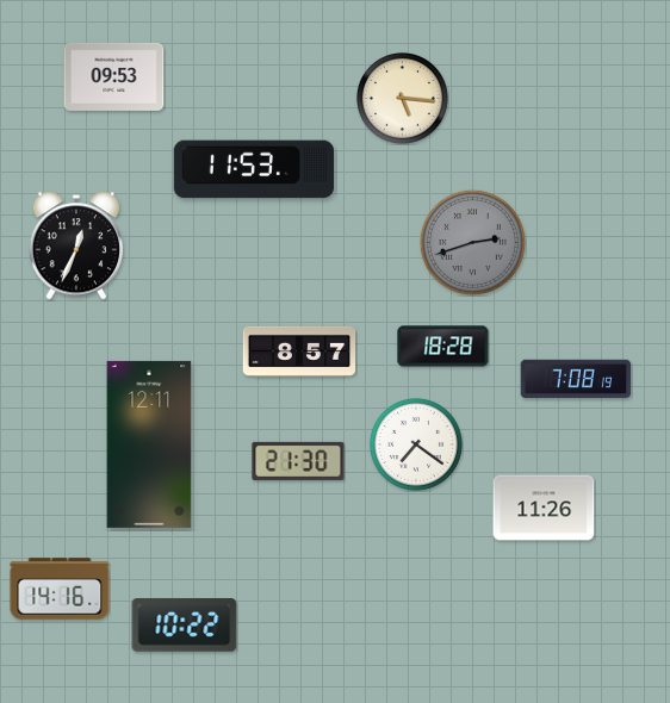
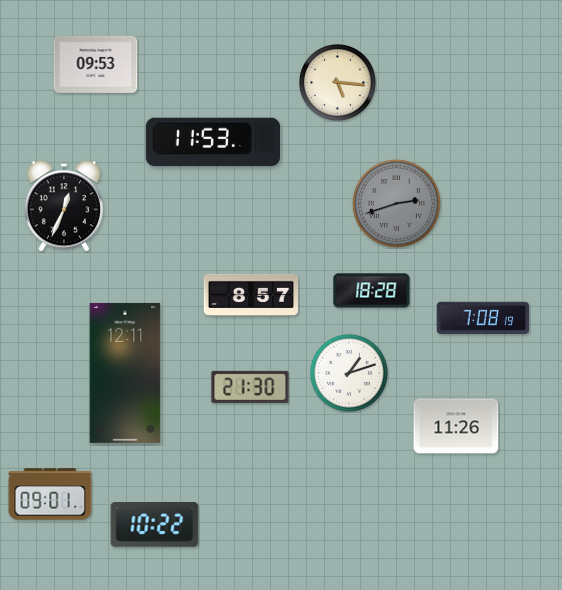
clock at (416, 444): 7:21 -> 1:12
clock at (60, 589): 14:16 -> 09:01
